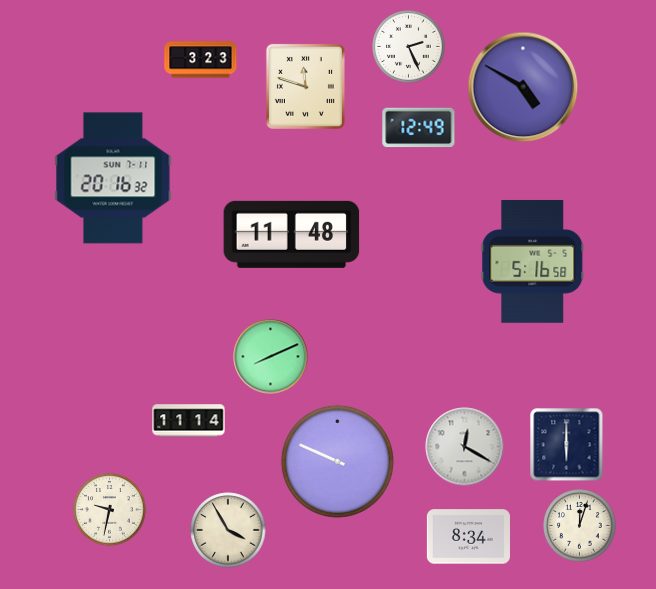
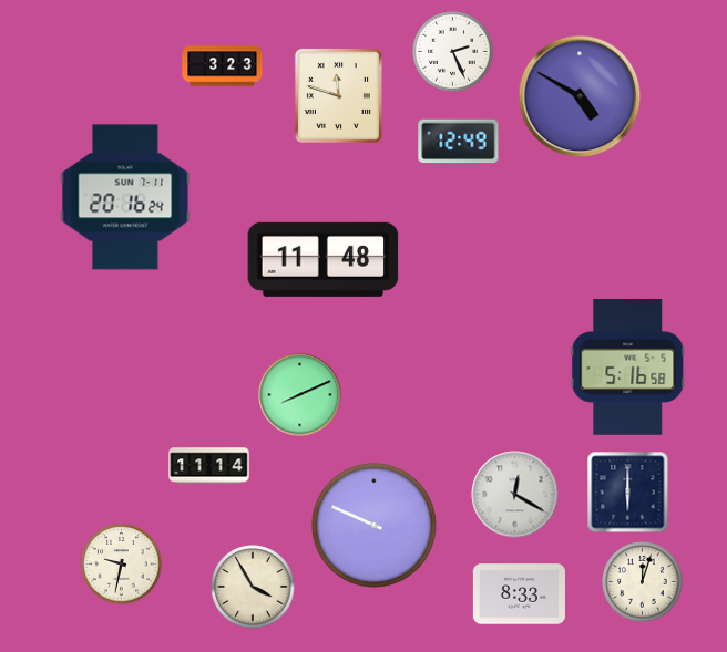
clock at (419, 128) position: (419, 128) -> (459, 142)
clock at (113, 178): 20:16:32 -> 20:16:24
clock at (533, 261) position: (533, 261) -> (628, 366)
clock at (337, 461) position: (337, 461) -> (373, 525)
clock at (468, 537): 8:34 -> 8:33
